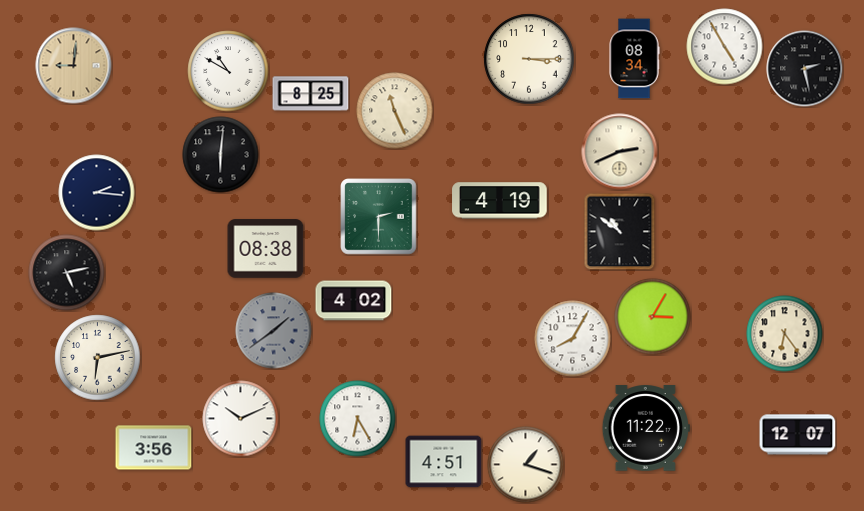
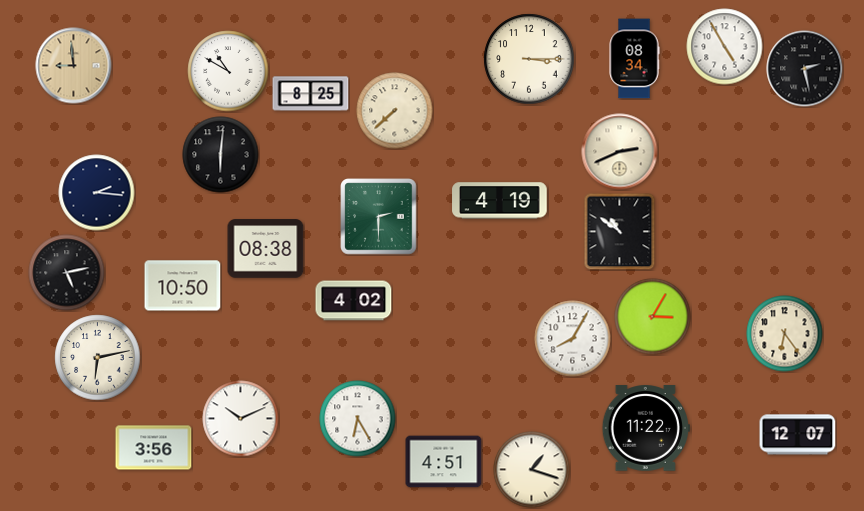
clock at (74, 66): 9:01 -> 8:59
clock at (395, 111): 11:26 -> 7:38
clock at (183, 286): none -> 10:50
clock at (274, 331): 1:39 -> none
clock at (526, 465) position: (526, 465) -> (532, 470)
